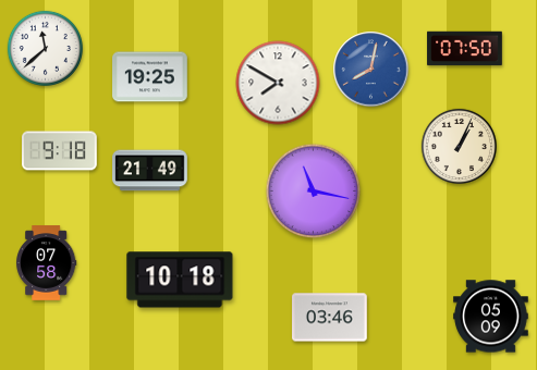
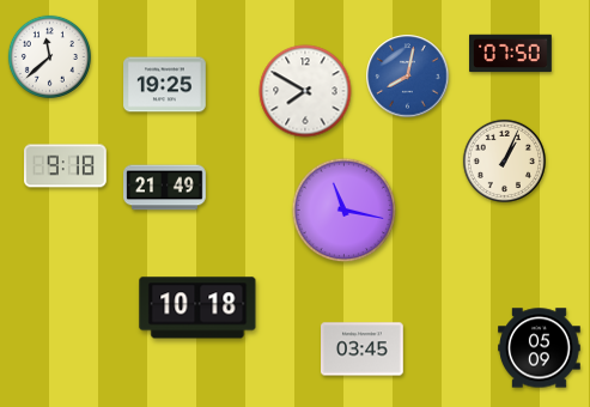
clock at (45, 48) position: (45, 48) -> (49, 56)
clock at (47, 263): 07:58 -> none
clock at (330, 318): 03:46 -> 03:45
